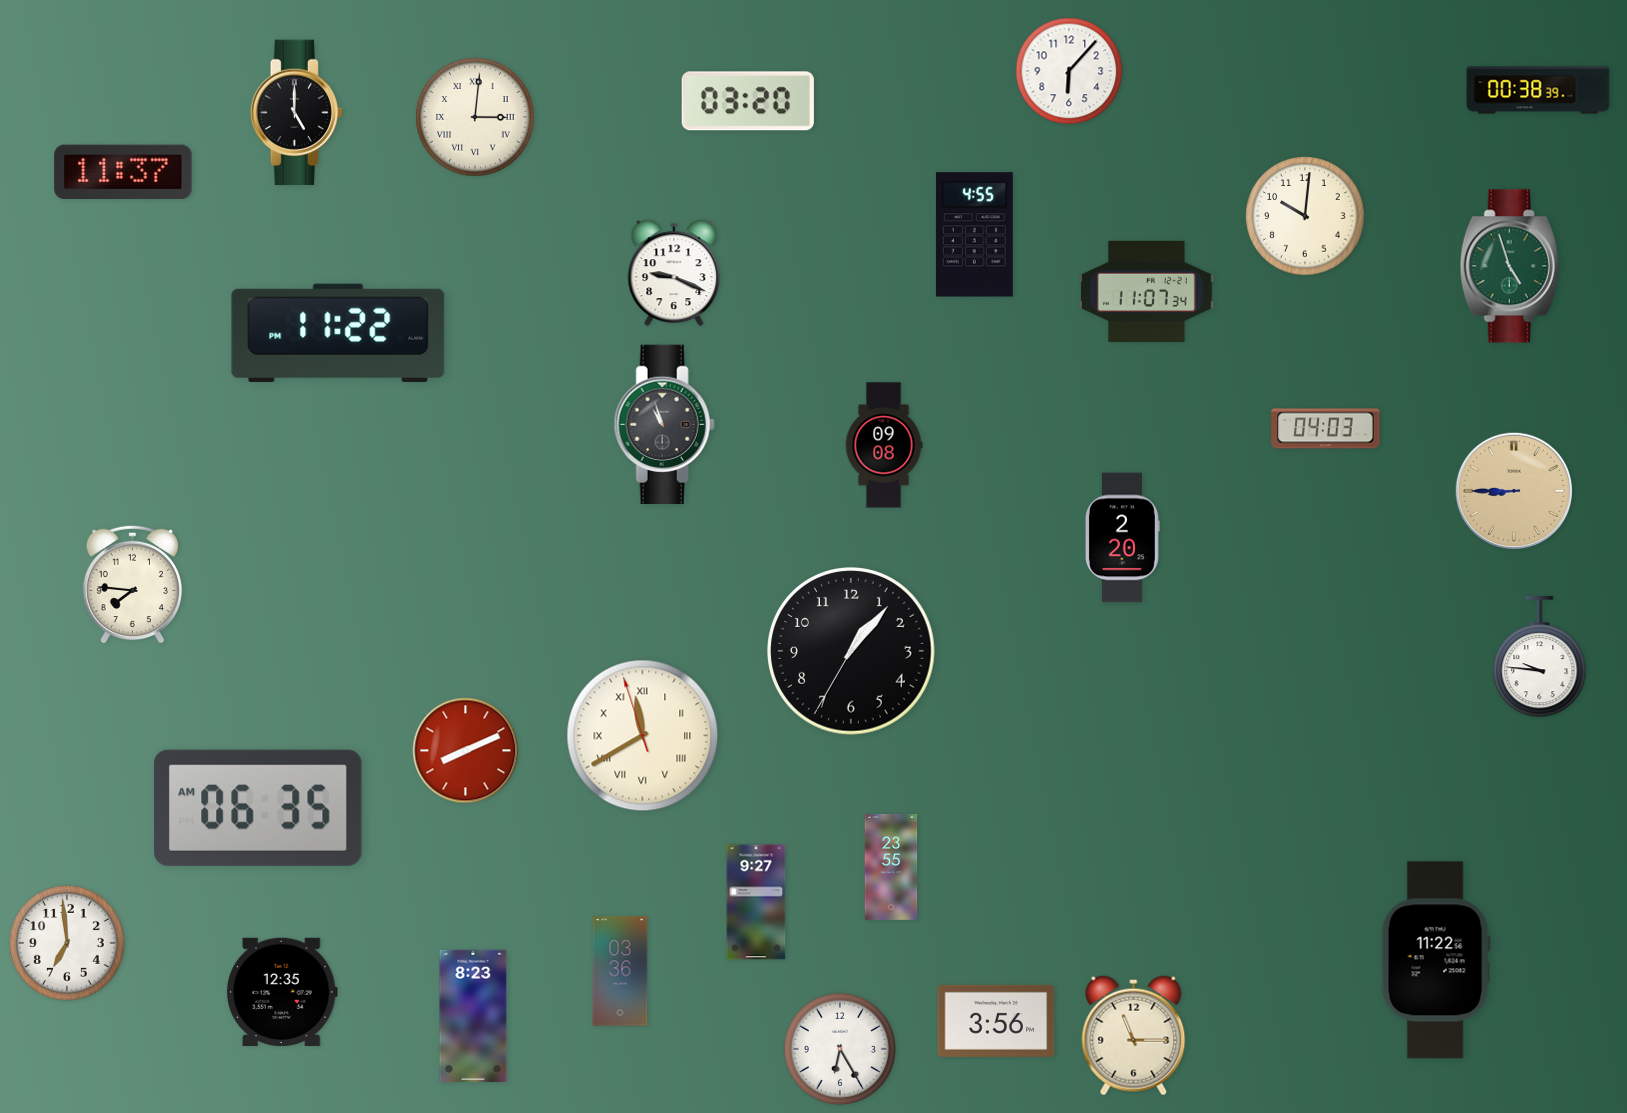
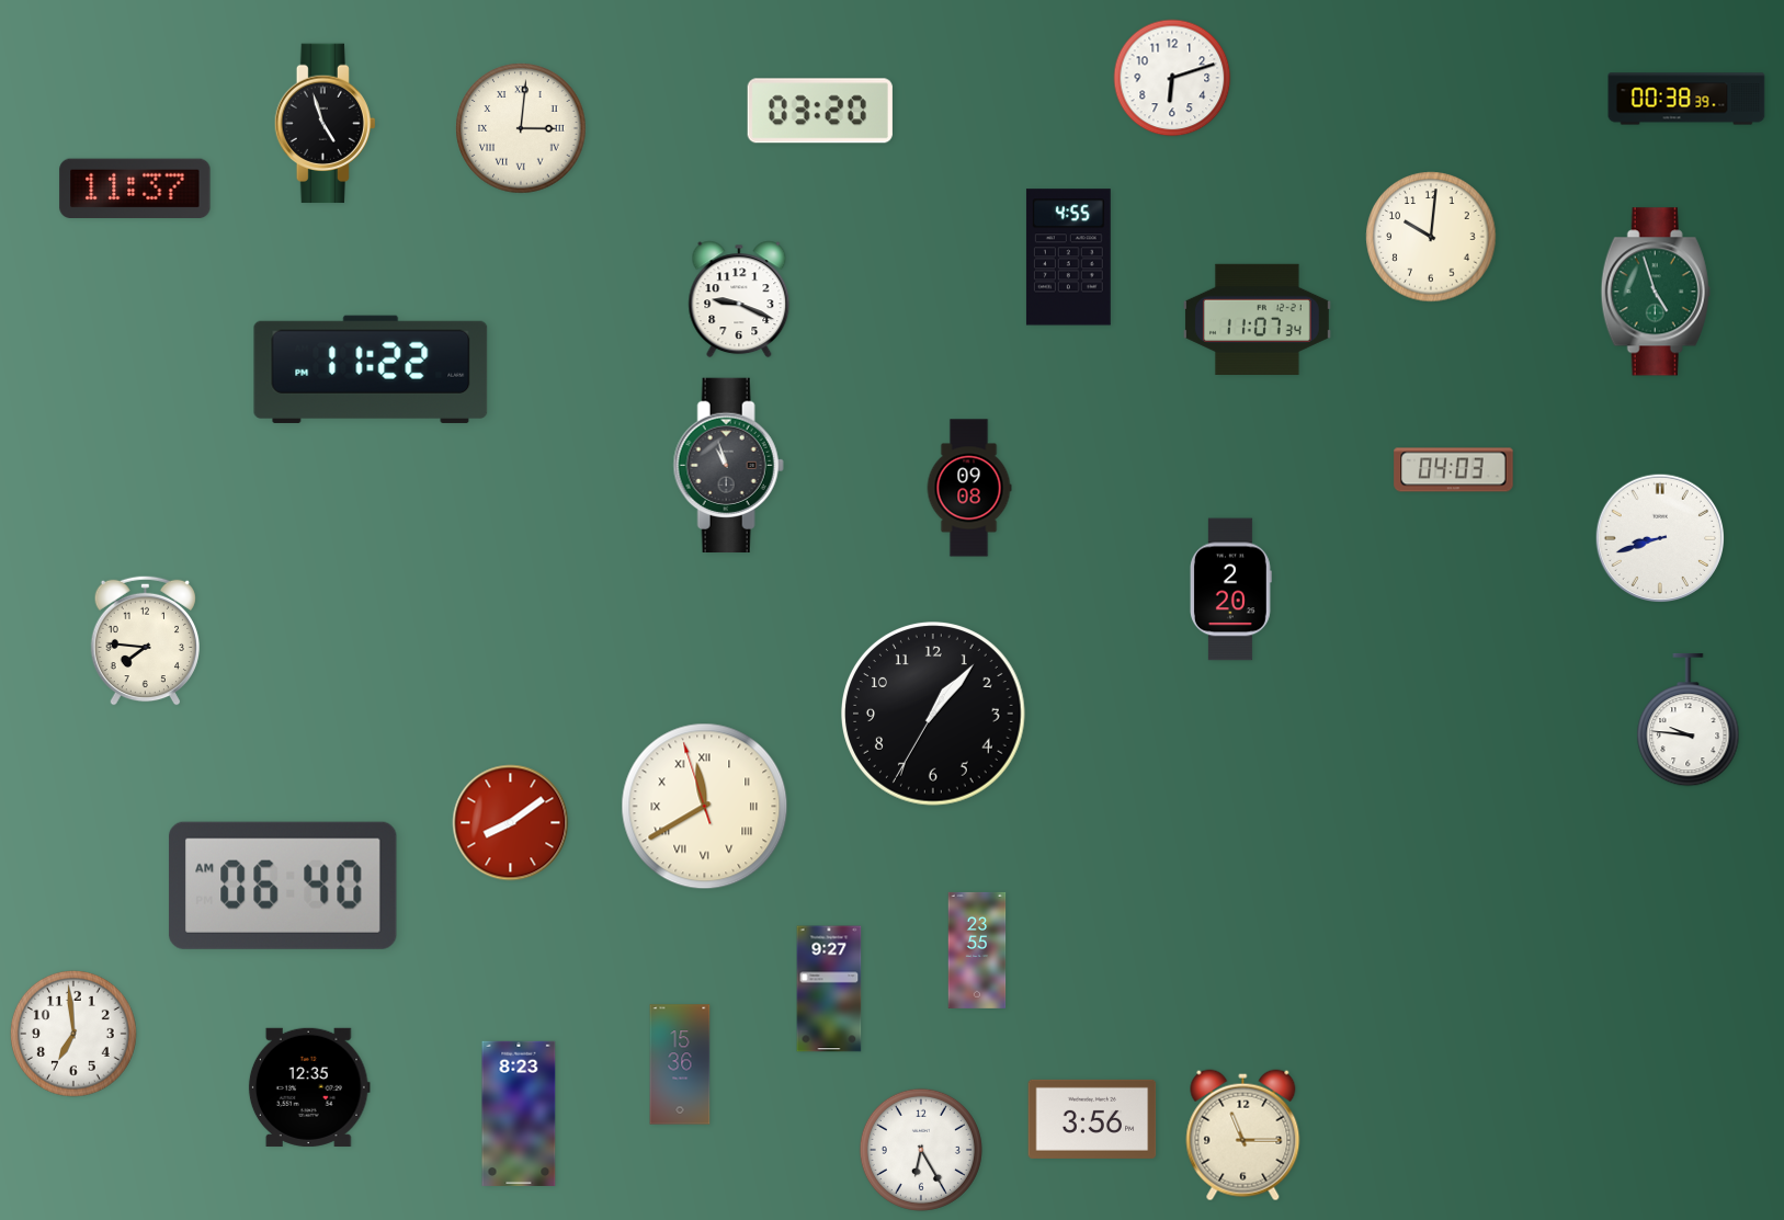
clock at (1069, 71): 6:07 -> 6:12
clock at (296, 113): 5:00 -> 4:57
clock at (338, 333) position: (338, 333) -> (371, 369)
clock at (1514, 491): 8:45 -> 8:42
clock at (1514, 491) dial: champagne -> white
clock at (466, 751): 8:11 -> 8:09
clock at (258, 808): 06:35 -> 06:40
clock at (1436, 960): 11:22 -> none
clock at (620, 971): 03:36 -> 15:36
